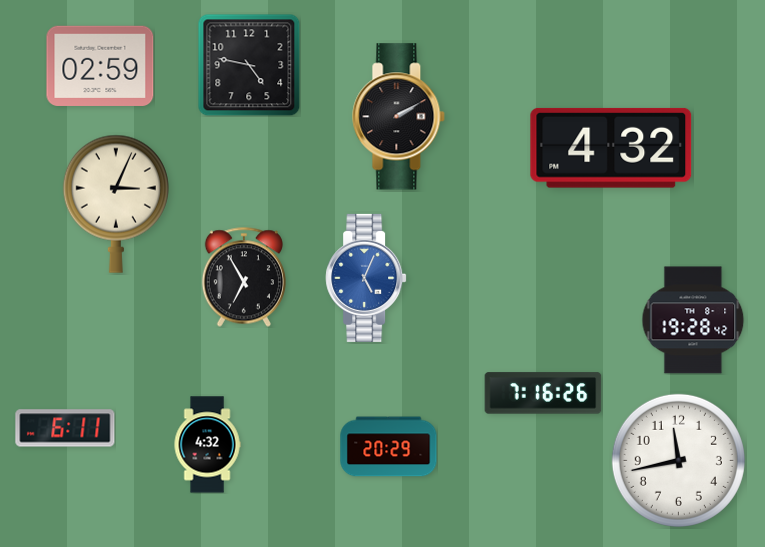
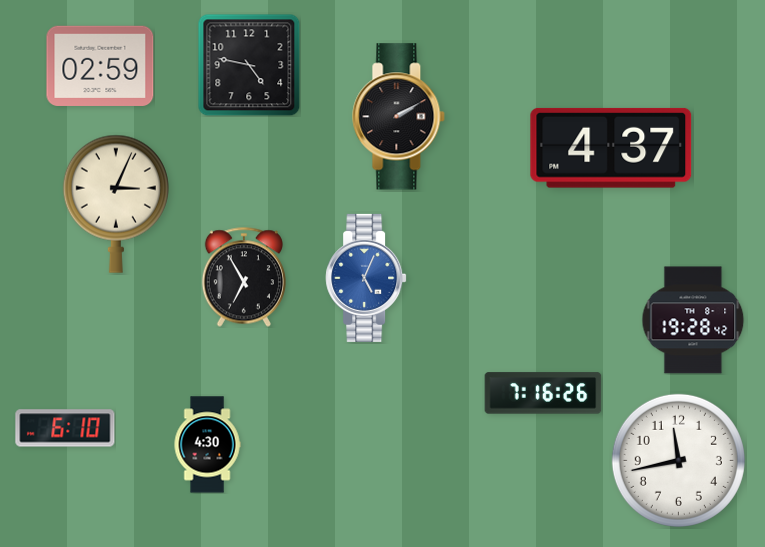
clock at (611, 148): 4:32 -> 4:37
clock at (65, 428): 6:11 -> 6:10
clock at (207, 445): 4:32 -> 4:30
clock at (389, 447): 20:29 -> none
